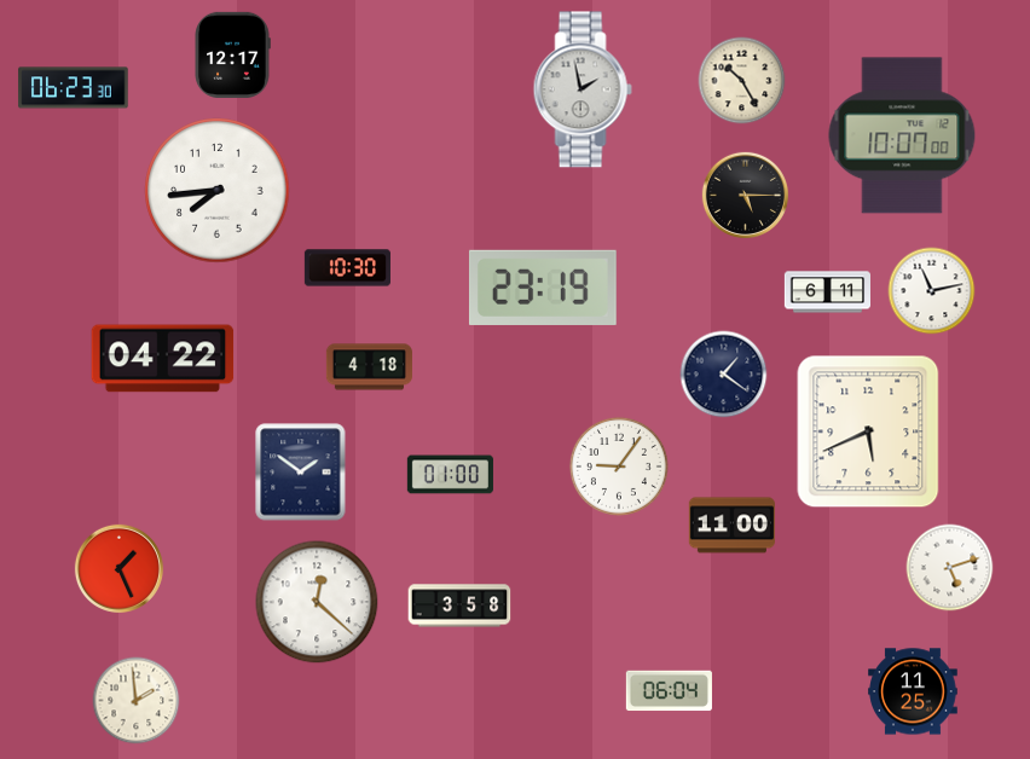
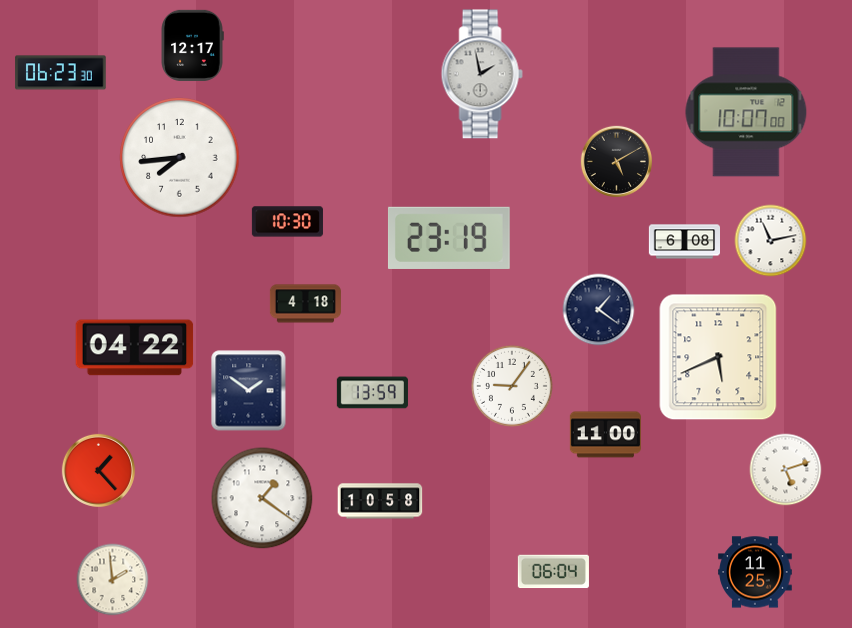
clock at (742, 81): 10:25 -> none
clock at (745, 195): 5:15 -> 5:10
clock at (827, 292): 6:11 -> 6:08
clock at (163, 359) position: (163, 359) -> (135, 348)
clock at (450, 475): 01:00 -> 13:59
clock at (118, 568): 1:26 -> 1:23
clock at (317, 602): 12:22 -> 1:21
clock at (459, 606): 3:58 -> 10:58
